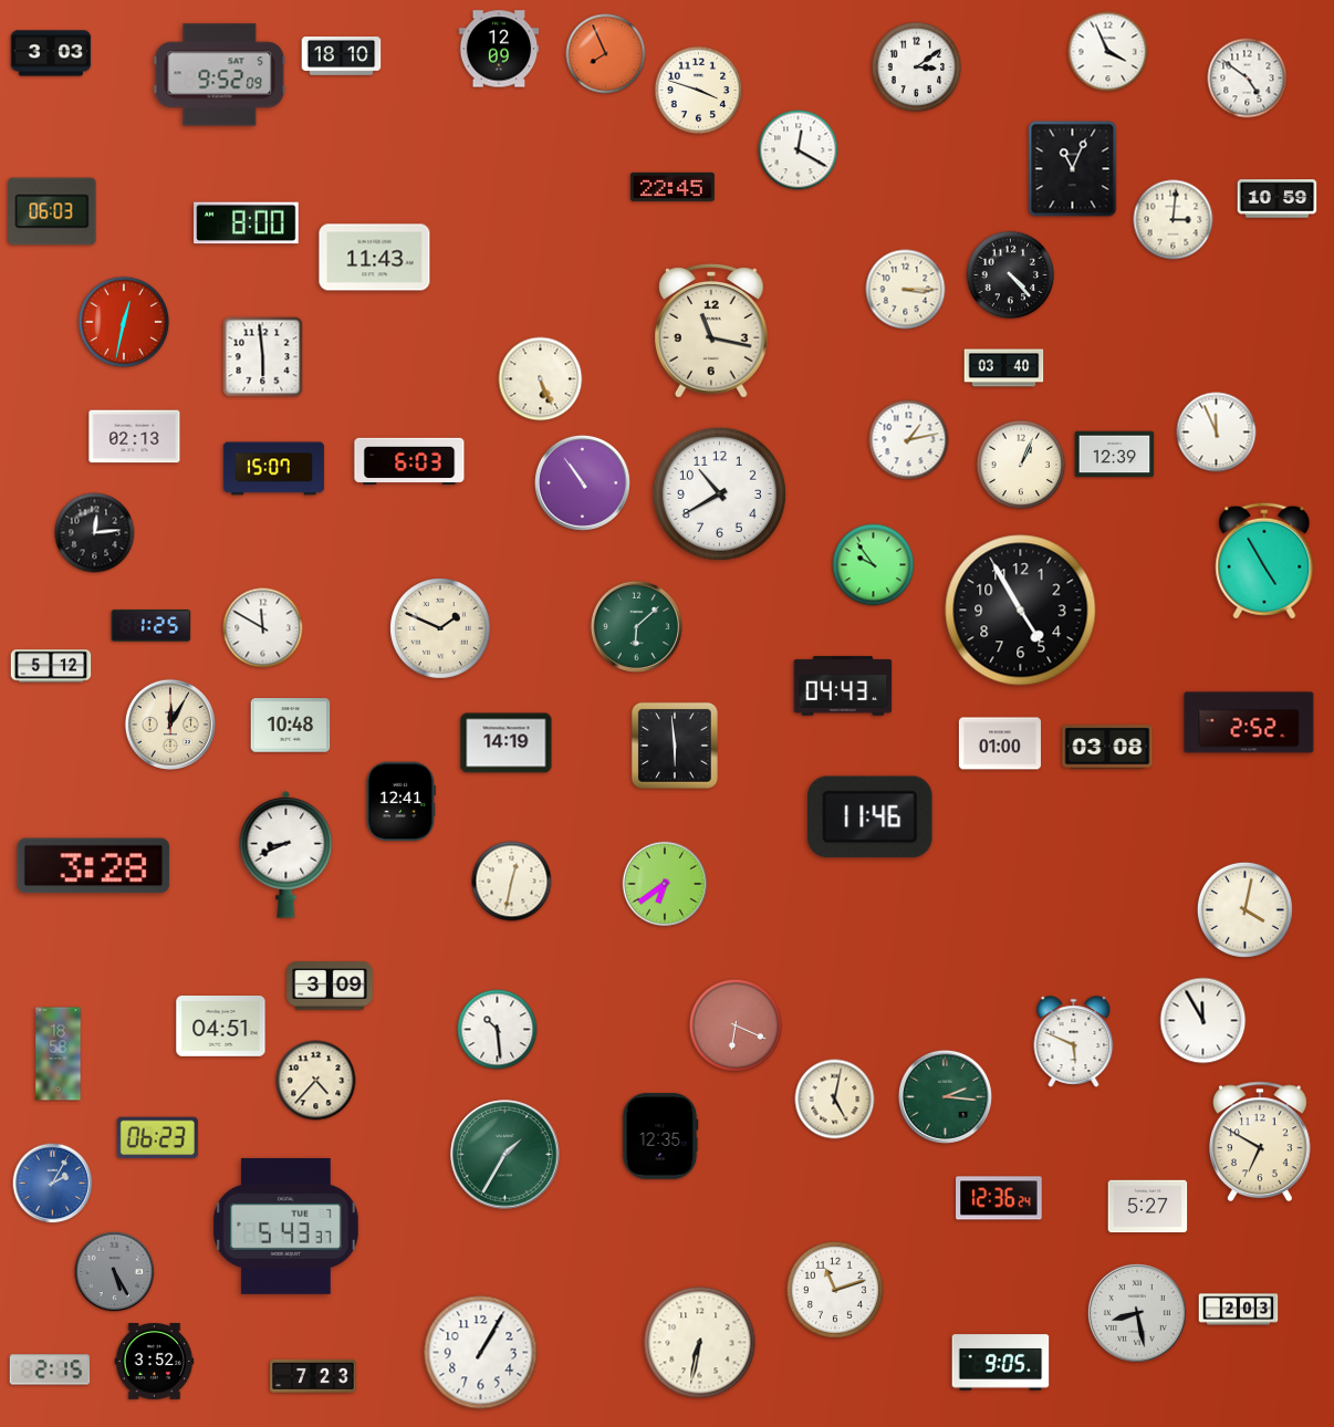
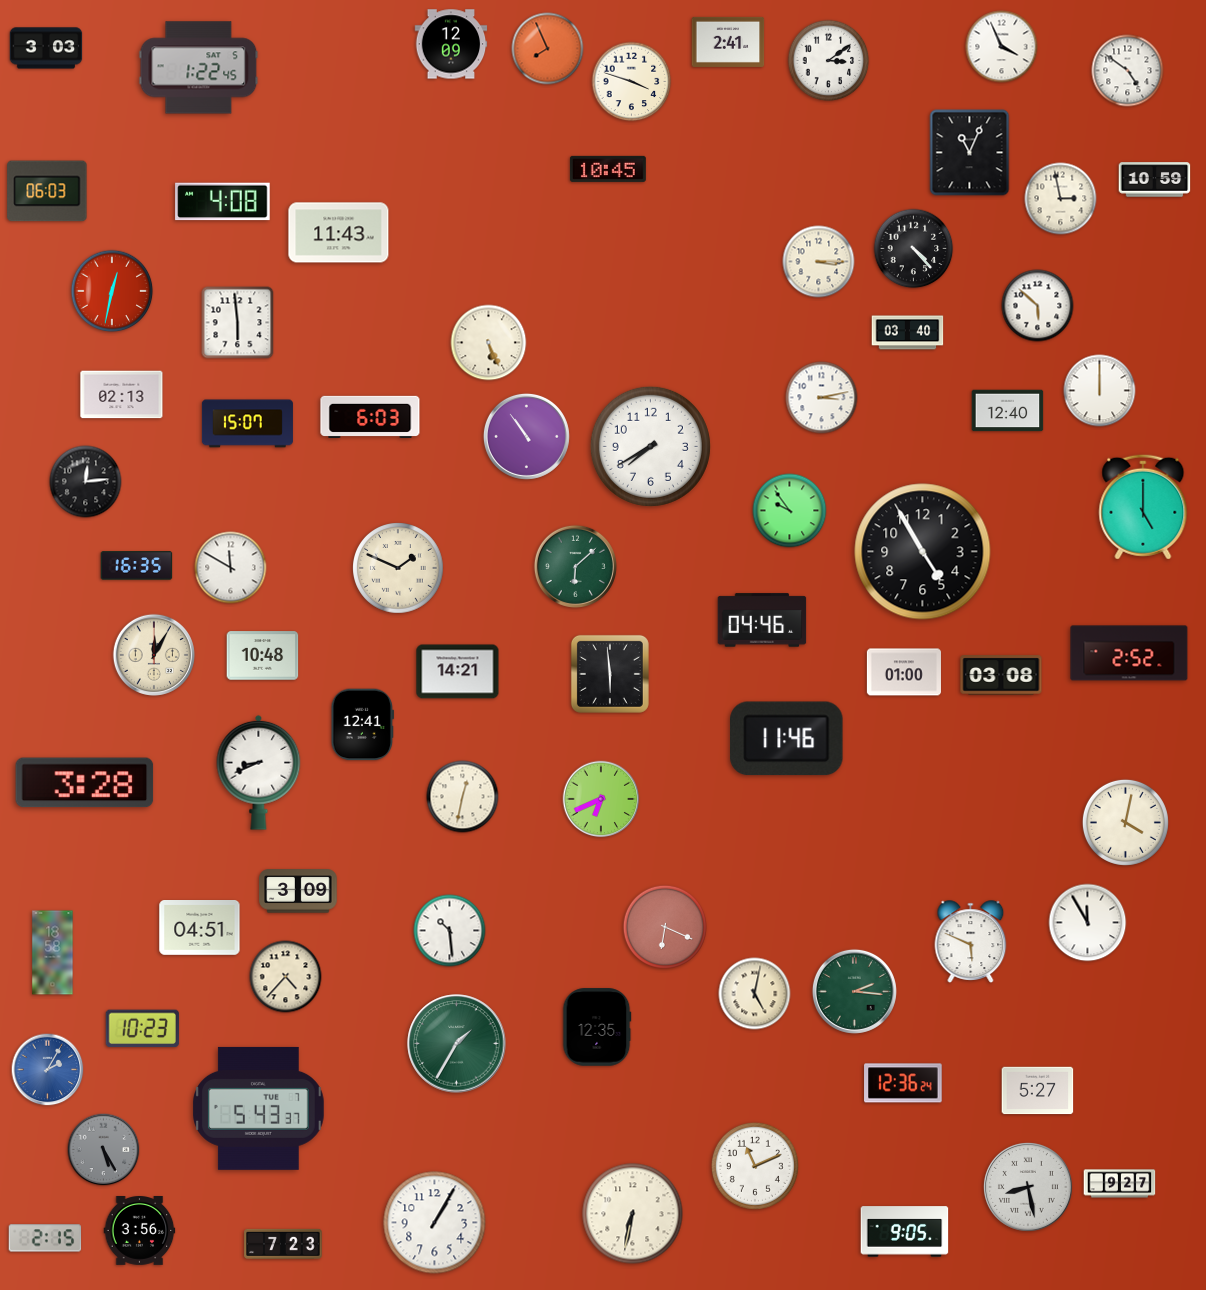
clock at (728, 42): none -> 2:41
clock at (342, 56): 18:10 -> none
clock at (220, 75): 9:52 -> 1:22
clock at (799, 150): 12:20 -> none
clock at (673, 187): 22:45 -> 10:45
clock at (1174, 220): 3:01 -> 2:58
clock at (247, 223): 8:00 -> 4:08
clock at (711, 331): 11:17 -> none
clock at (1038, 306): none -> 5:52
clock at (1217, 433): 11:56 -> 12:00
clock at (909, 440): 1:13 -> 3:13
clock at (1115, 455): 12:39 -> 12:40
clock at (1021, 465): 1:04 -> none
clock at (719, 493): 10:40 -> 7:40
clock at (1264, 561): 4:55 -> 5:00
clock at (152, 626): 1:25 -> 16:35
clock at (263, 628) position: (263, 628) -> (231, 568)
clock at (51, 666): 5:12 -> none
clock at (843, 686): 04:43 -> 04:46
clock at (507, 743): 14:19 -> 14:21
clock at (665, 884): 6:39 -> 6:41
clock at (157, 1138): 06:23 -> 10:23
clock at (1261, 1140): 6:50 -> none
clock at (835, 1290): 11:12 -> 11:11
clock at (1239, 1310): 2:03 -> 9:27
clock at (155, 1362): 3:52 -> 3:56
